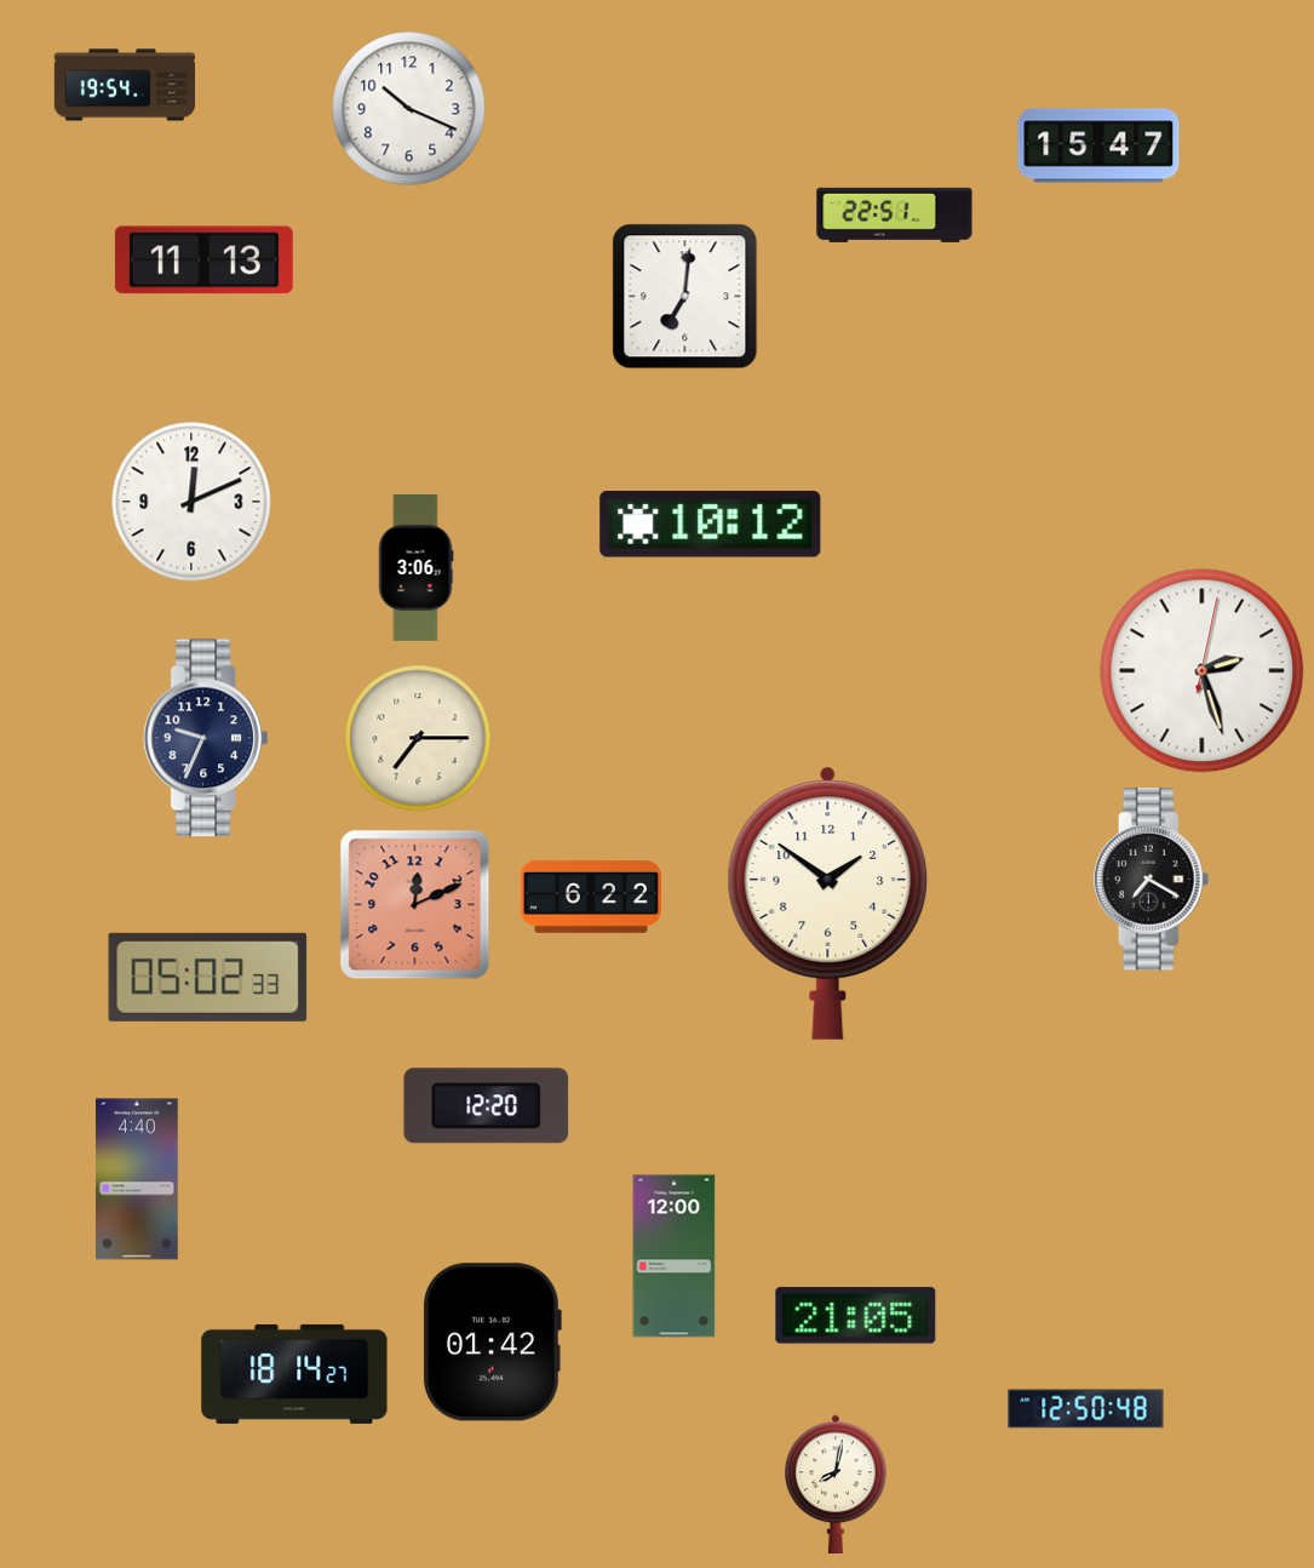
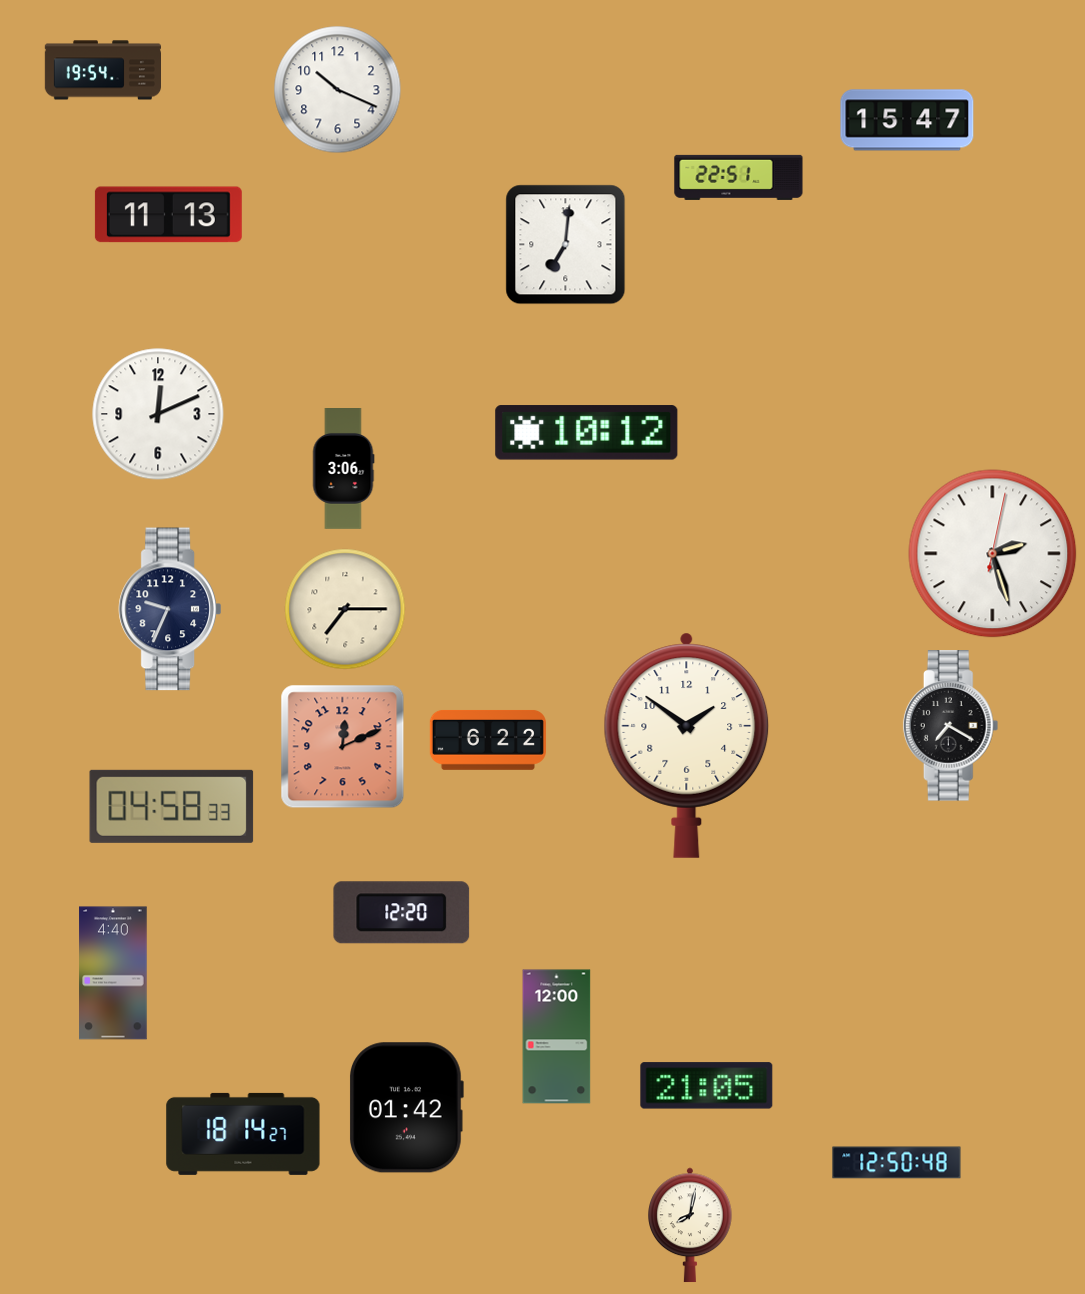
clock at (828, 903) position: (828, 903) -> (687, 745)
clock at (208, 977): 05:02 -> 04:58
